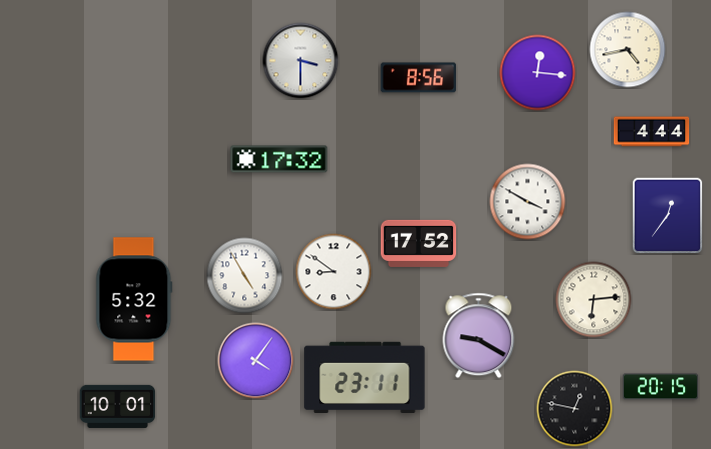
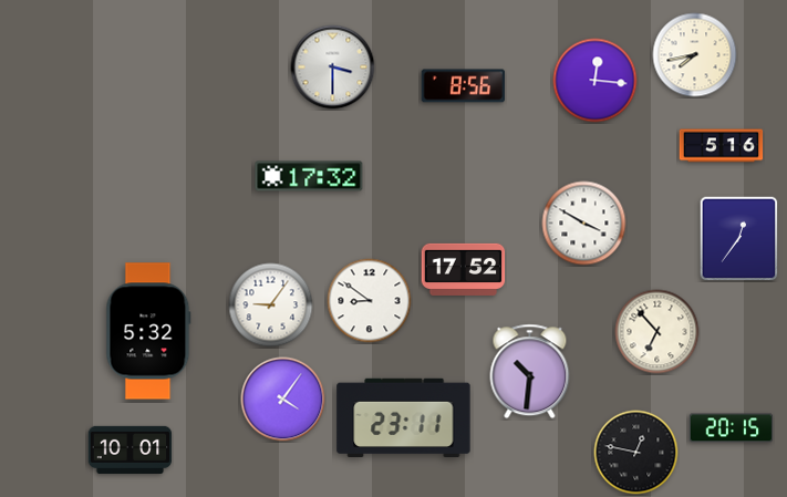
clock at (628, 50): 4:43 -> 7:43
clock at (652, 132): 4:44 -> 5:16
clock at (245, 276): 4:55 -> 9:06
clock at (594, 300): 6:14 -> 6:53
clock at (479, 336): 9:20 -> 10:31
